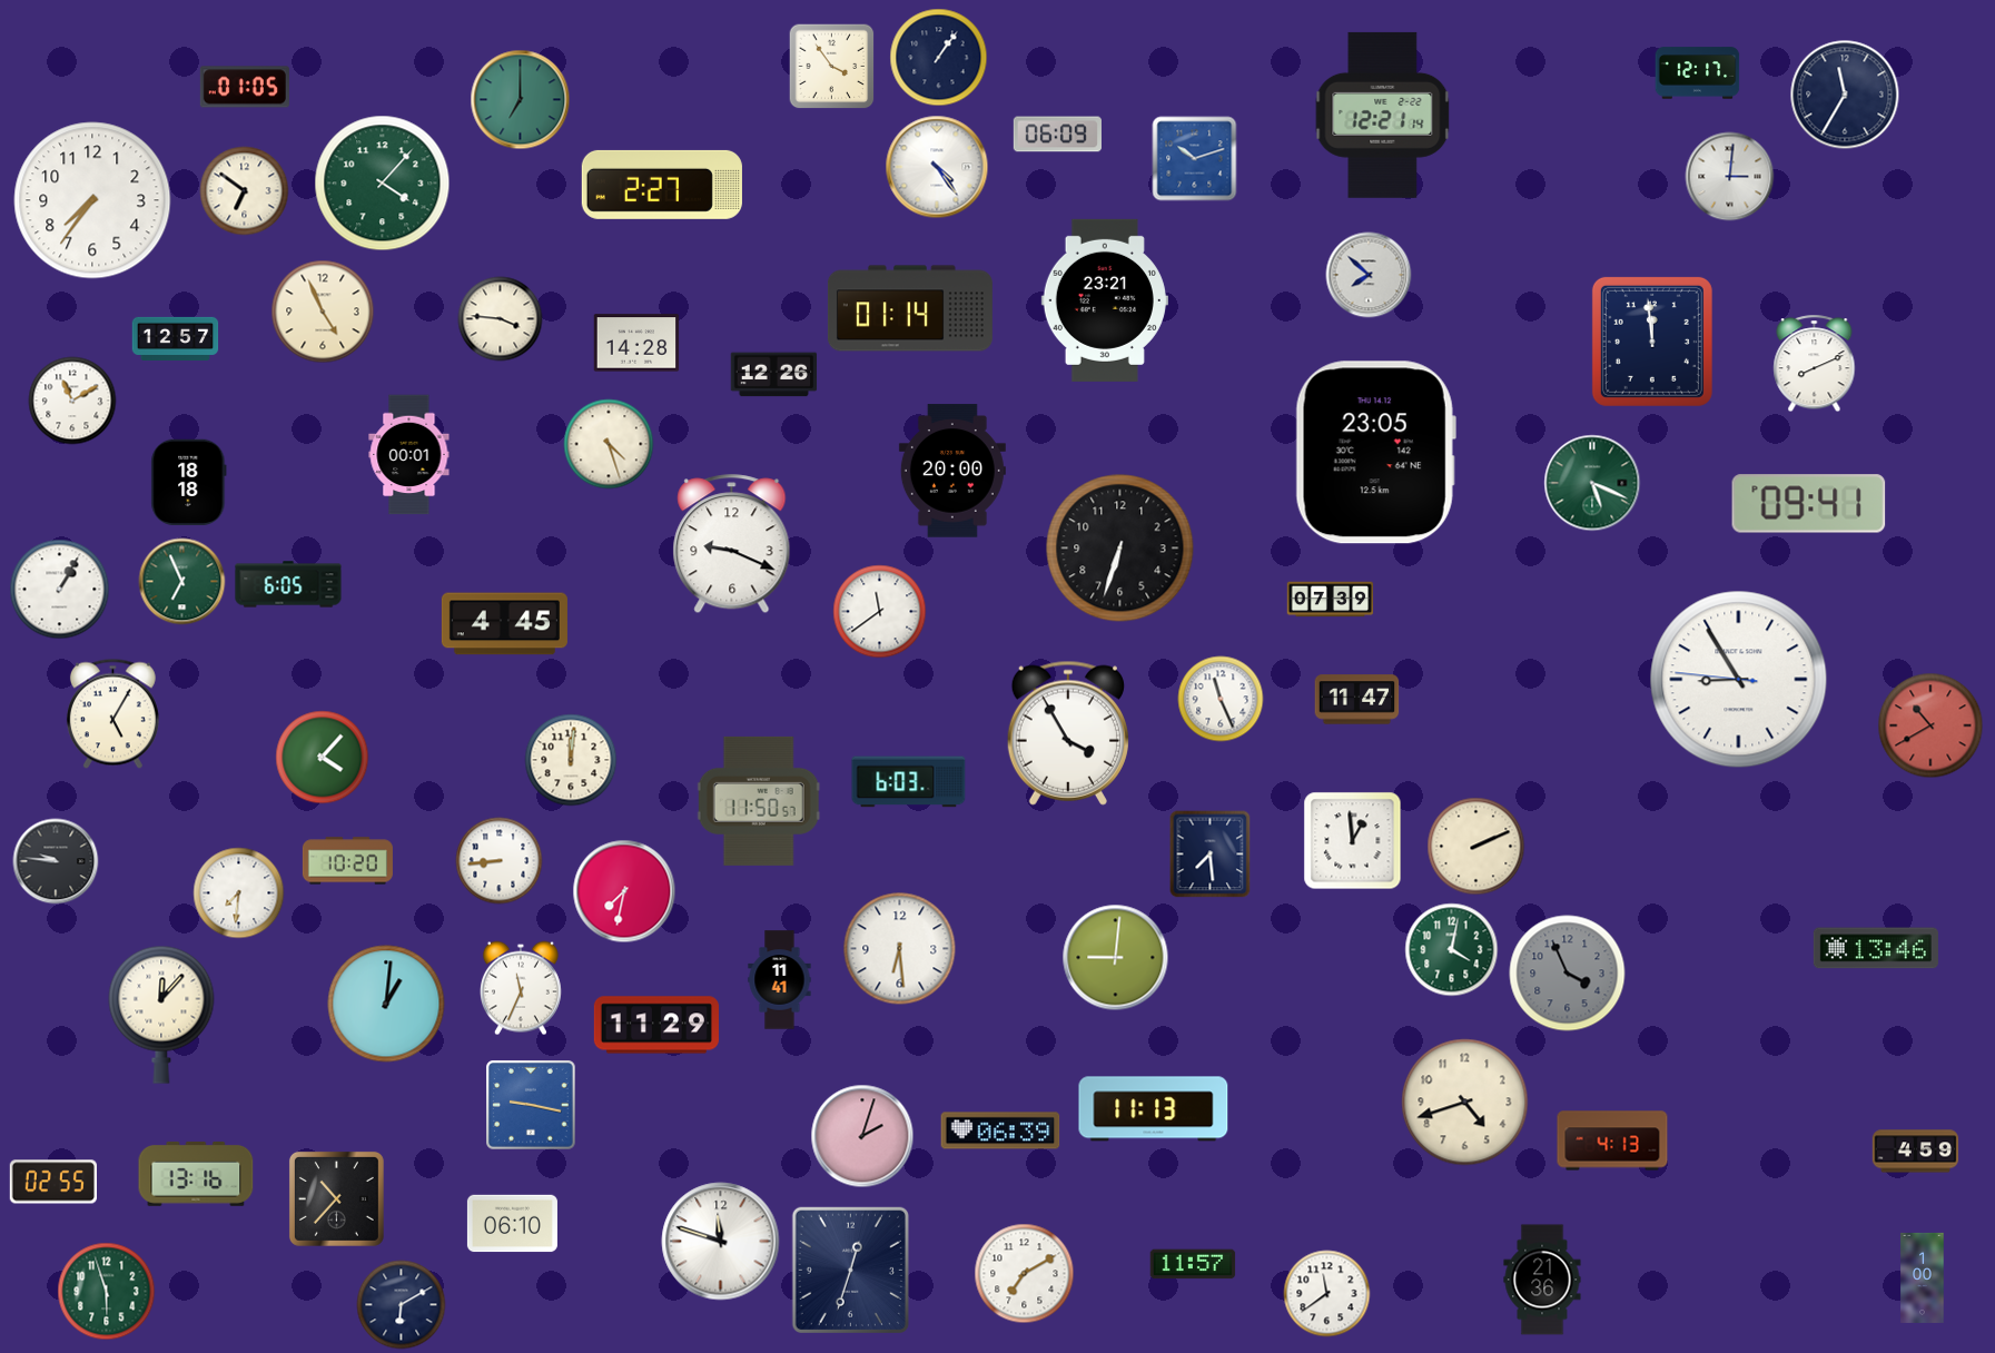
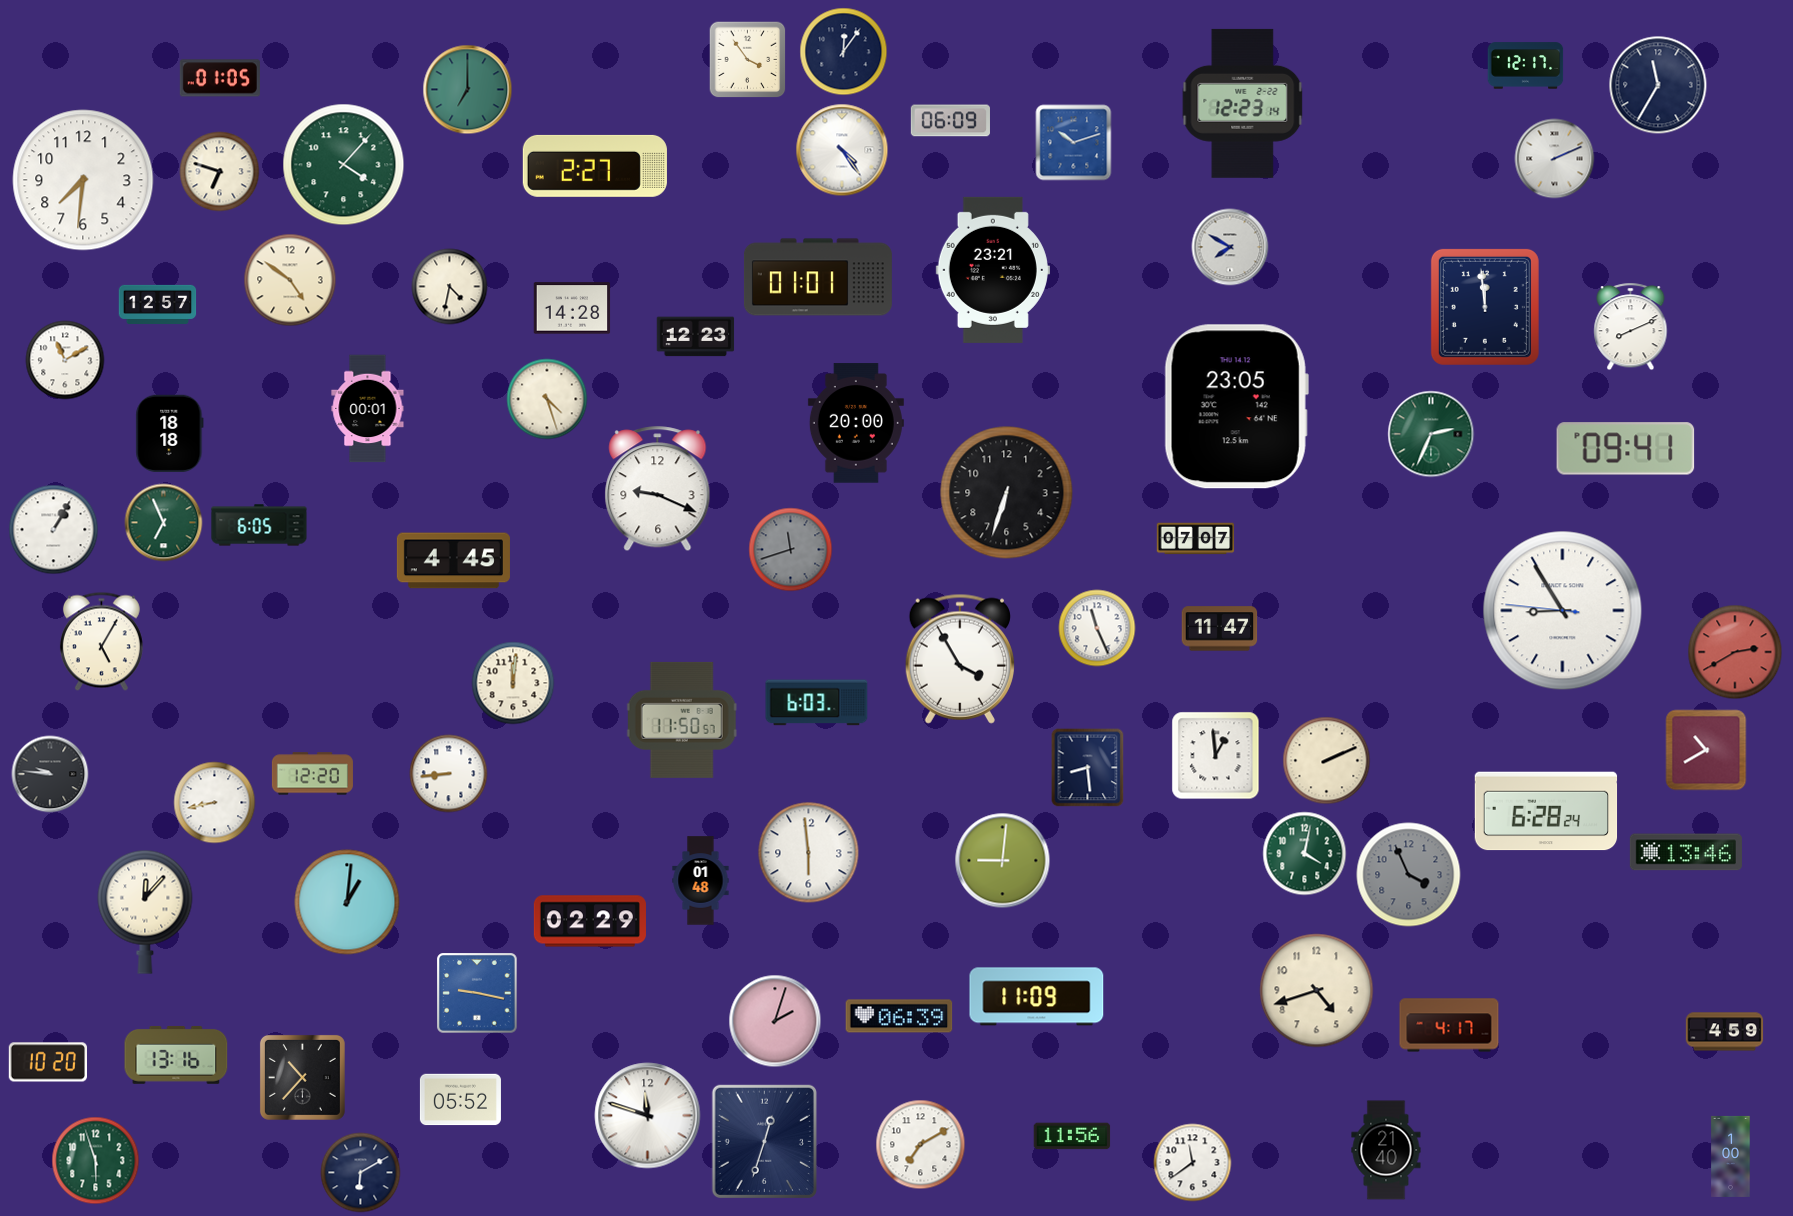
clock at (939, 58): 1:06 -> 12:06
clock at (1383, 115): 12:21 -> 12:23
clock at (1730, 177): 3:01 -> 2:11
clock at (245, 191): 6:51 -> 6:48
clock at (92, 200): 7:36 -> 7:31
clock at (1369, 275): 7:52 -> 7:50
clock at (910, 308): 01:14 -> 01:01
clock at (323, 312): 4:56 -> 4:51
clock at (501, 319): 3:46 -> 4:32
clock at (774, 375): 12:26 -> 12:23
clock at (1592, 483): 5:19 -> 2:34
clock at (1809, 504) position: (1809, 504) -> (1626, 449)
clock at (1331, 600): 07:39 -> 07:07
clock at (880, 612): 11:39 -> 11:42
clock at (880, 612) dial: white -> grey
clock at (1930, 725): 10:40 -> 2:40
clock at (323, 758): 4:07 -> none
clock at (1706, 750): none -> 10:40
clock at (1211, 855): 7:29 -> 8:29
clock at (347, 861): 10:20 -> 12:20
clock at (624, 891): 7:32 -> none
clock at (239, 893): 7:31 -> 8:43
clock at (1546, 811): none -> 6:28
clock at (900, 949): 6:29 -> 5:59
clock at (780, 980): 11:41 -> 01:48
clock at (521, 988): 11:34 -> none
clock at (656, 1025): 11:29 -> 02:29
clock at (1154, 1109): 11:13 -> 11:09
clock at (1612, 1140): 4:13 -> 4:17
clock at (1916, 1152) position: (1916, 1152) -> (1725, 1032)
clock at (52, 1182): 02:55 -> 10:20
clock at (512, 1224): 06:10 -> 05:52
clock at (1193, 1264): 11:57 -> 11:56
clock at (1923, 1277) position: (1923, 1277) -> (1731, 1156)
clock at (1542, 1280): 21:36 -> 21:40
